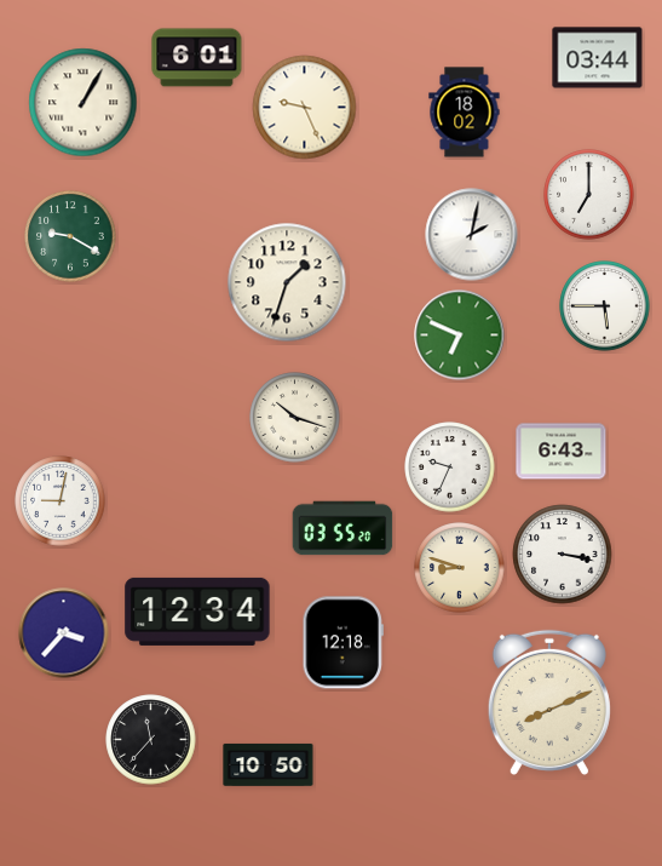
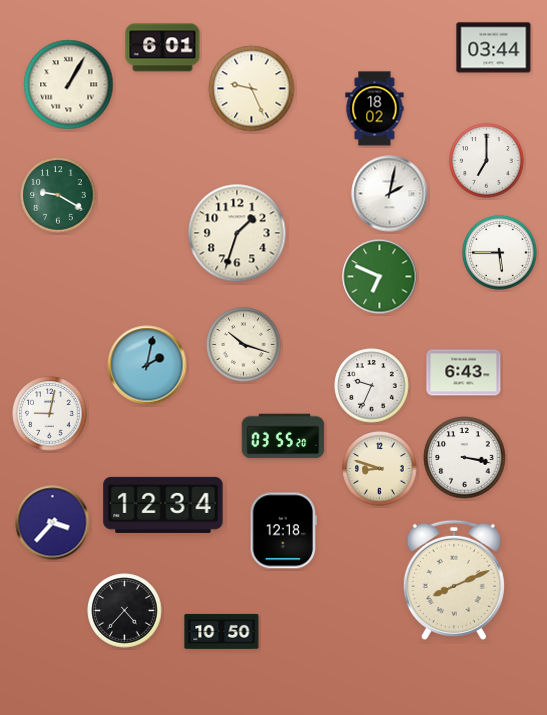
clock at (465, 113) position: (465, 113) -> (375, 109)
clock at (147, 365): none -> 2:02
clock at (151, 740): 11:37 -> 4:37
